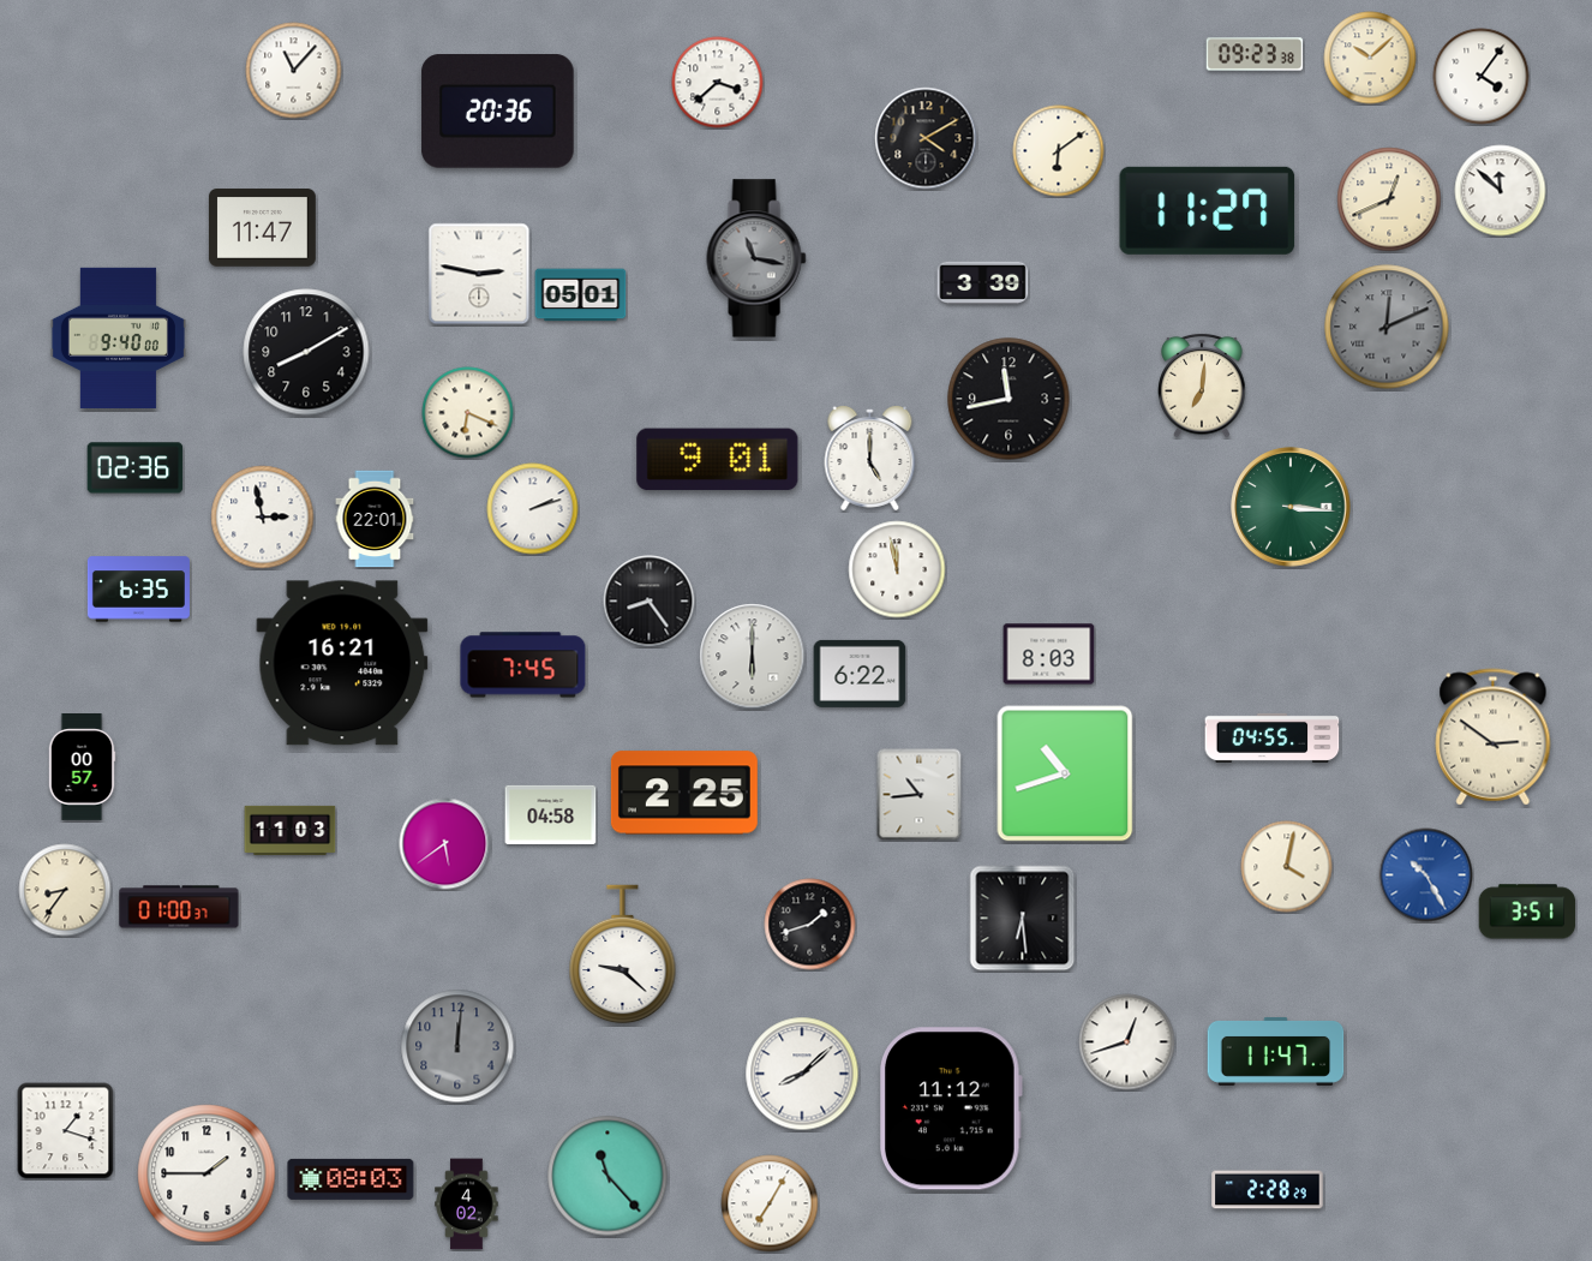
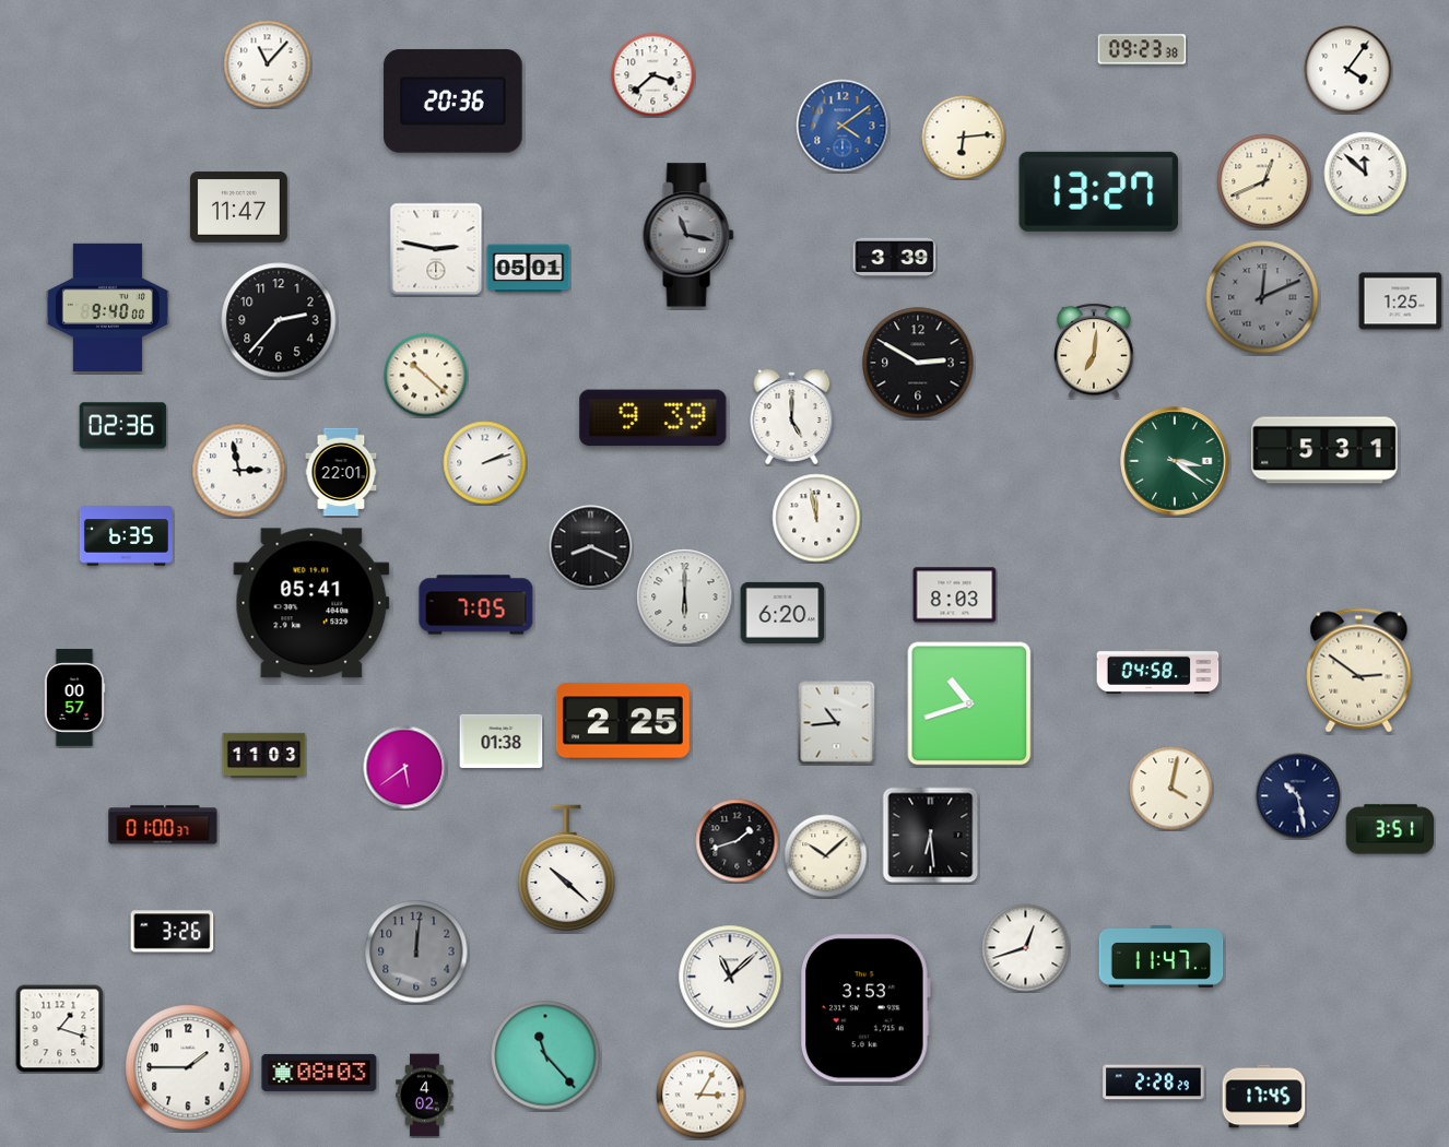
clock at (1370, 58): 10:08 -> none
clock at (926, 138): 4:10 -> 4:09
clock at (926, 138) dial: black -> blue
clock at (1059, 151): 6:09 -> 6:14
clock at (1208, 210): 11:27 -> 13:27
clock at (1401, 301): none -> 1:25
clock at (306, 352): 8:10 -> 2:37
clock at (1009, 399): 11:43 -> 2:50
clock at (468, 413): 6:19 -> 10:22
clock at (718, 460): 9:01 -> 9:39
clock at (1324, 450): none -> 5:31
clock at (1291, 507): 3:16 -> 3:21
clock at (650, 602): 8:24 -> 8:19
clock at (342, 663): 16:21 -> 05:41
clock at (523, 665): 7:45 -> 7:05
clock at (860, 674): 6:22 -> 6:20
clock at (1273, 737): 04:55 -> 04:58
clock at (551, 814): 04:58 -> 01:38
clock at (1426, 875): 10:25 -> 10:28
clock at (1426, 875) dial: blue -> navy
clock at (65, 890): 8:36 -> none
clock at (826, 856): none -> 10:08
clock at (623, 955): 9:22 -> 10:22
clock at (173, 932): none -> 3:26
clock at (802, 1074): 8:08 -> 11:08
clock at (951, 1108): 11:12 -> 3:53
clock at (608, 1176) position: (608, 1176) -> (545, 1055)
clock at (770, 1203): 7:05 -> 3:05
clock at (1264, 1097): none -> 17:45
